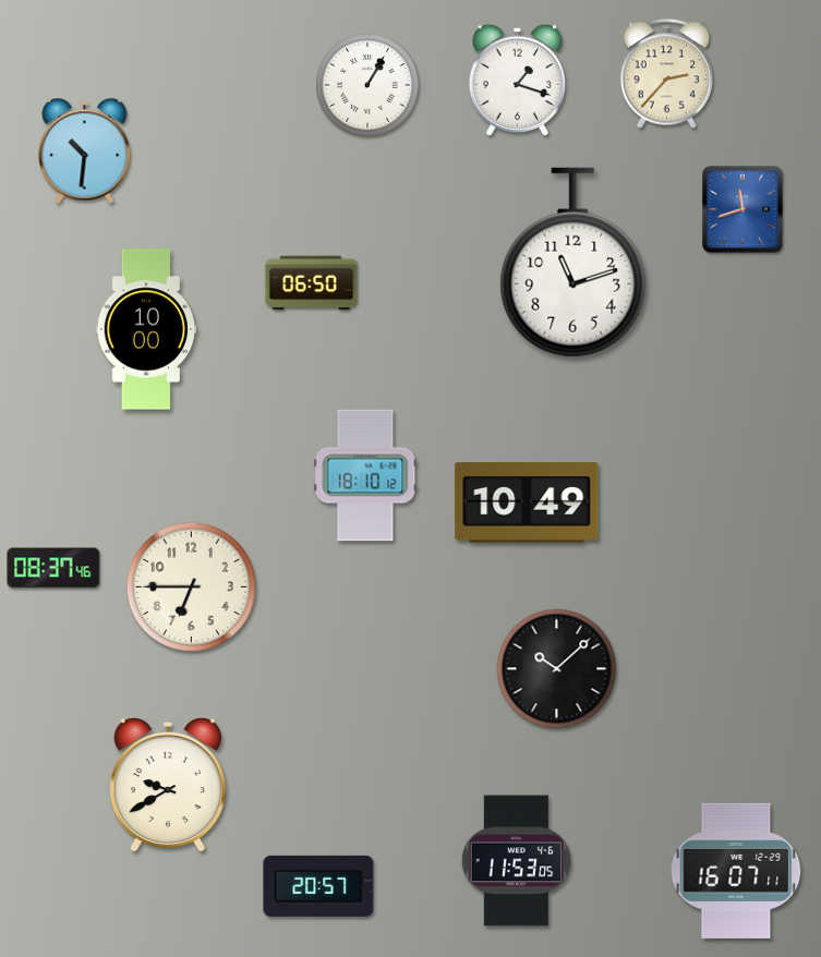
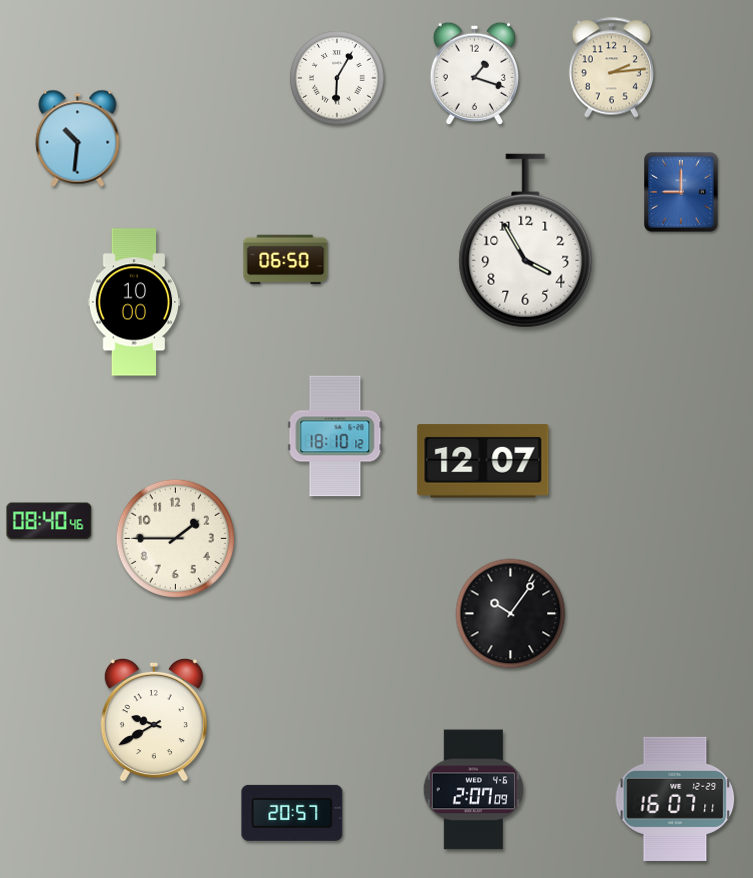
clock at (666, 74): 2:37 -> 2:14
clock at (367, 85): 1:05 -> 6:05
clock at (744, 210): 11:42 -> 9:00
clock at (574, 263): 11:12 -> 3:55
clock at (527, 502): 10:49 -> 12:07
clock at (53, 568): 08:37 -> 08:40
clock at (191, 586): 6:45 -> 1:45
clock at (557, 669): 10:08 -> 10:06
clock at (517, 861): 11:53 -> 2:07
